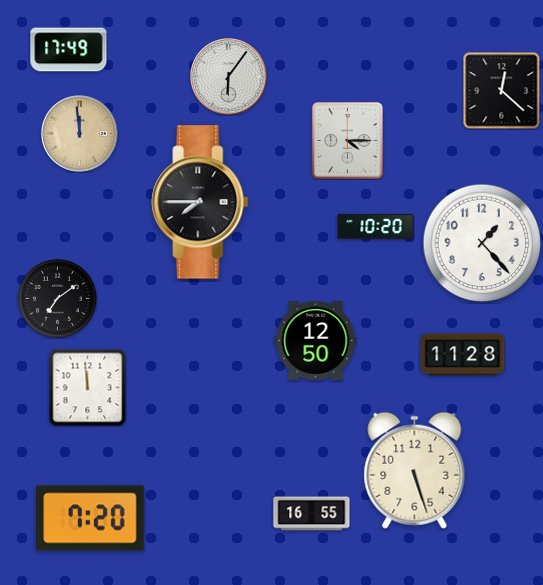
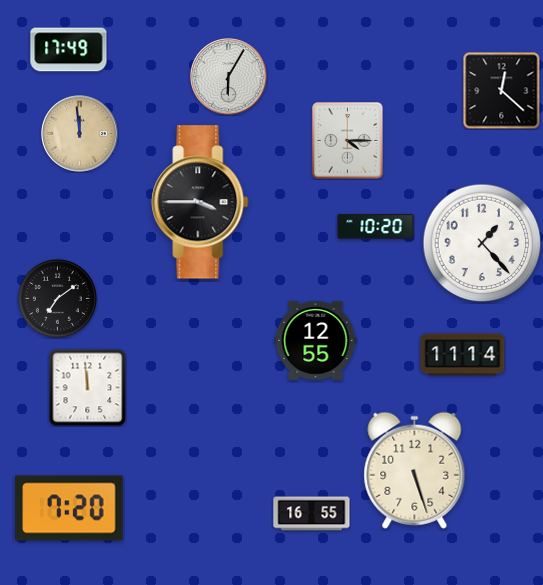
clock at (229, 77): 6:06 -> 6:05
clock at (200, 202): 7:45 -> 3:45
clock at (316, 340): 12:50 -> 12:55
clock at (463, 355): 11:28 -> 11:14
clock at (90, 518) position: (90, 518) -> (69, 508)
